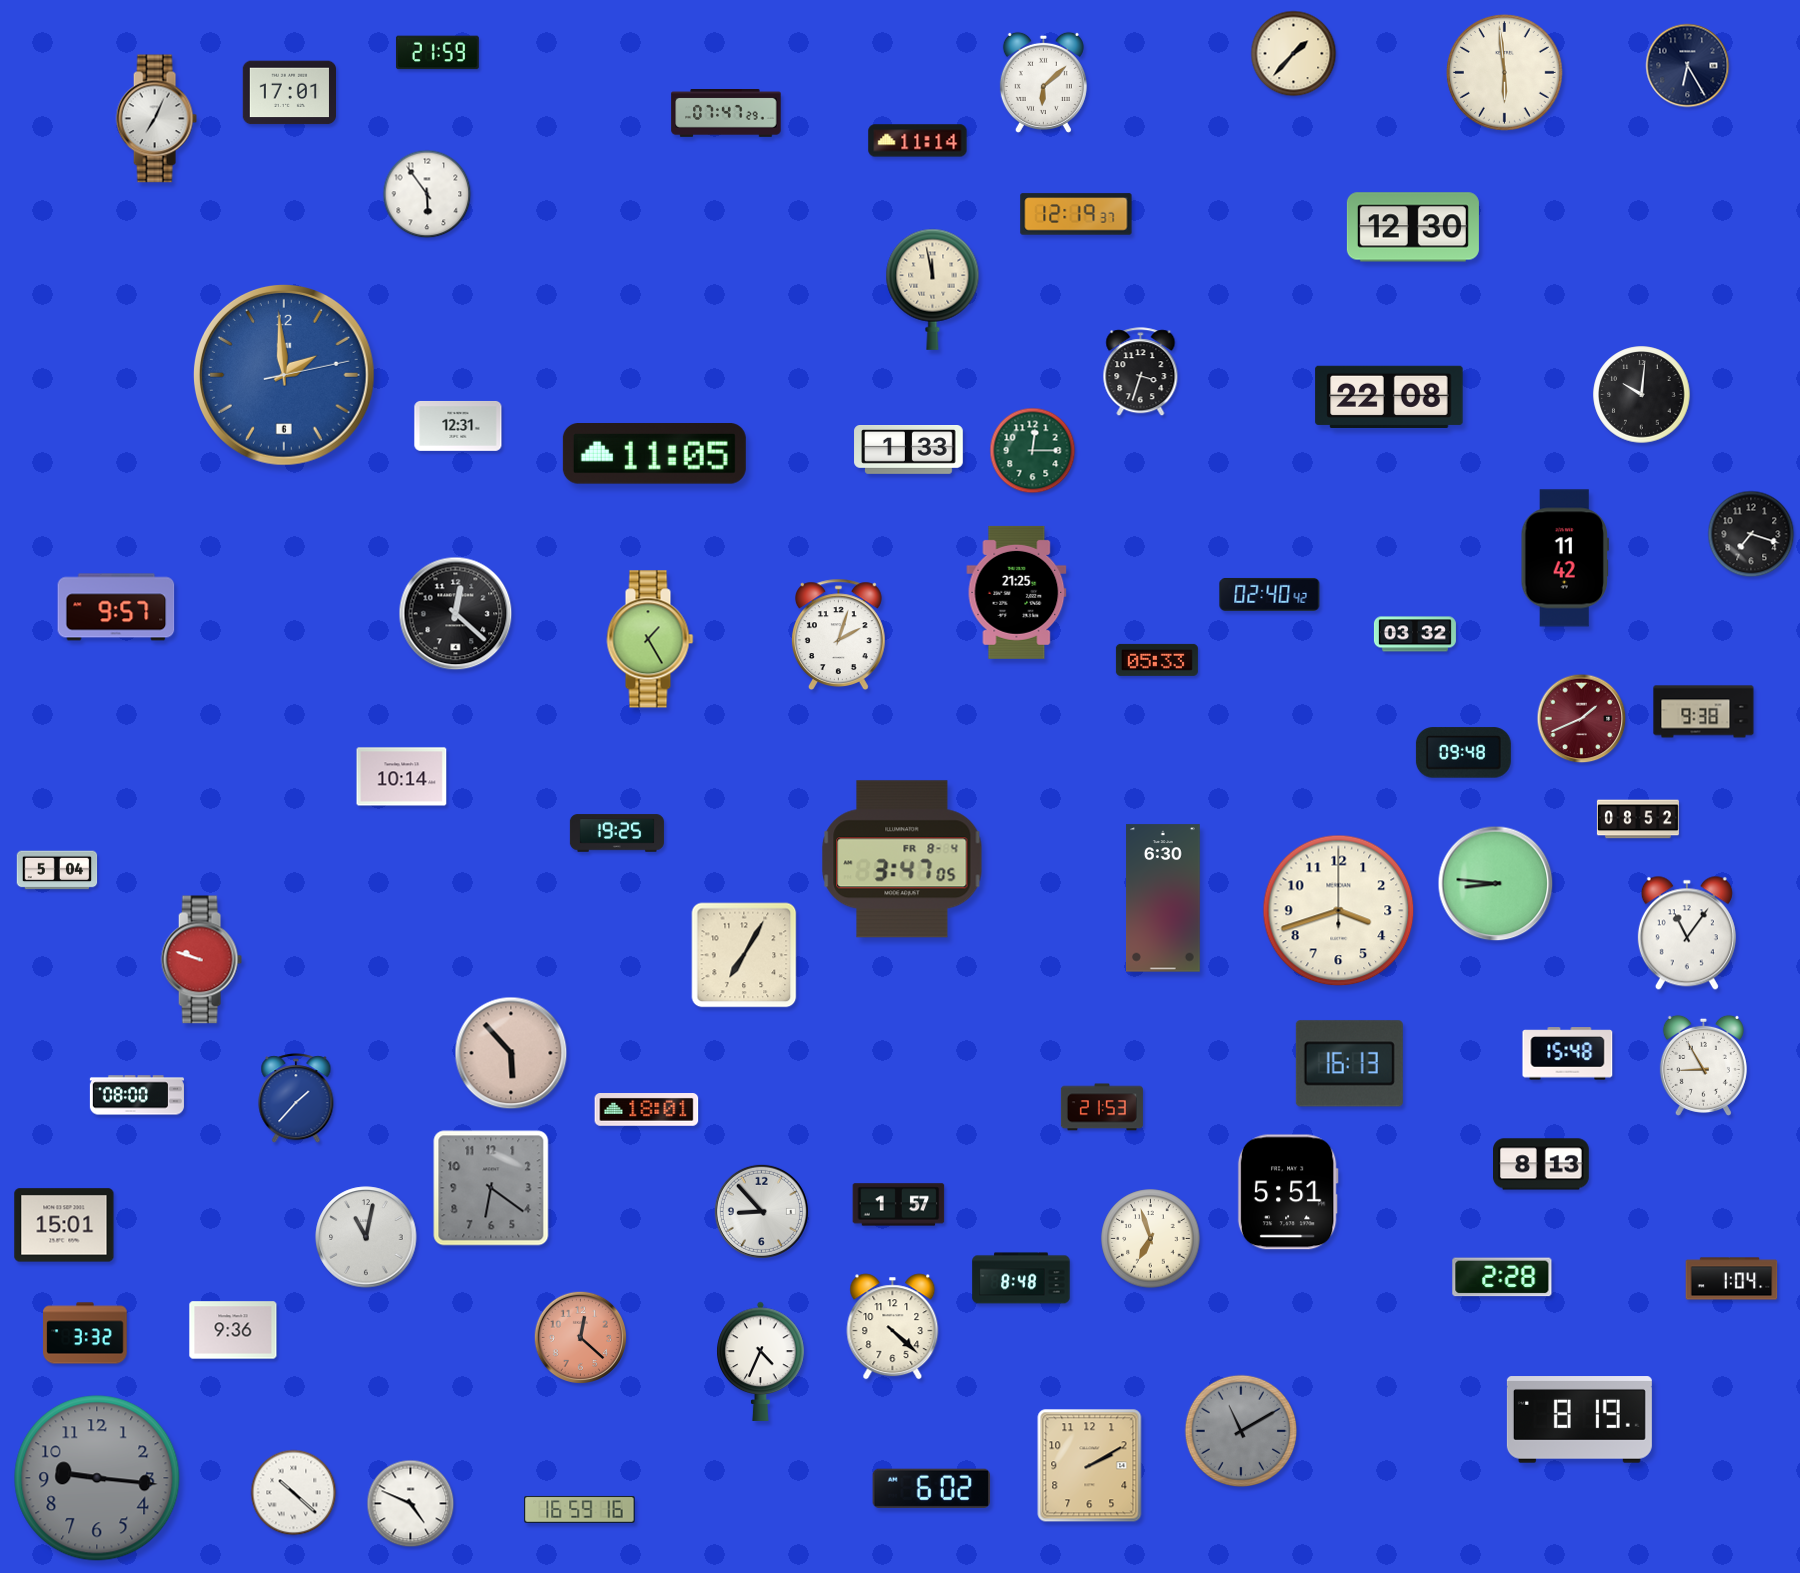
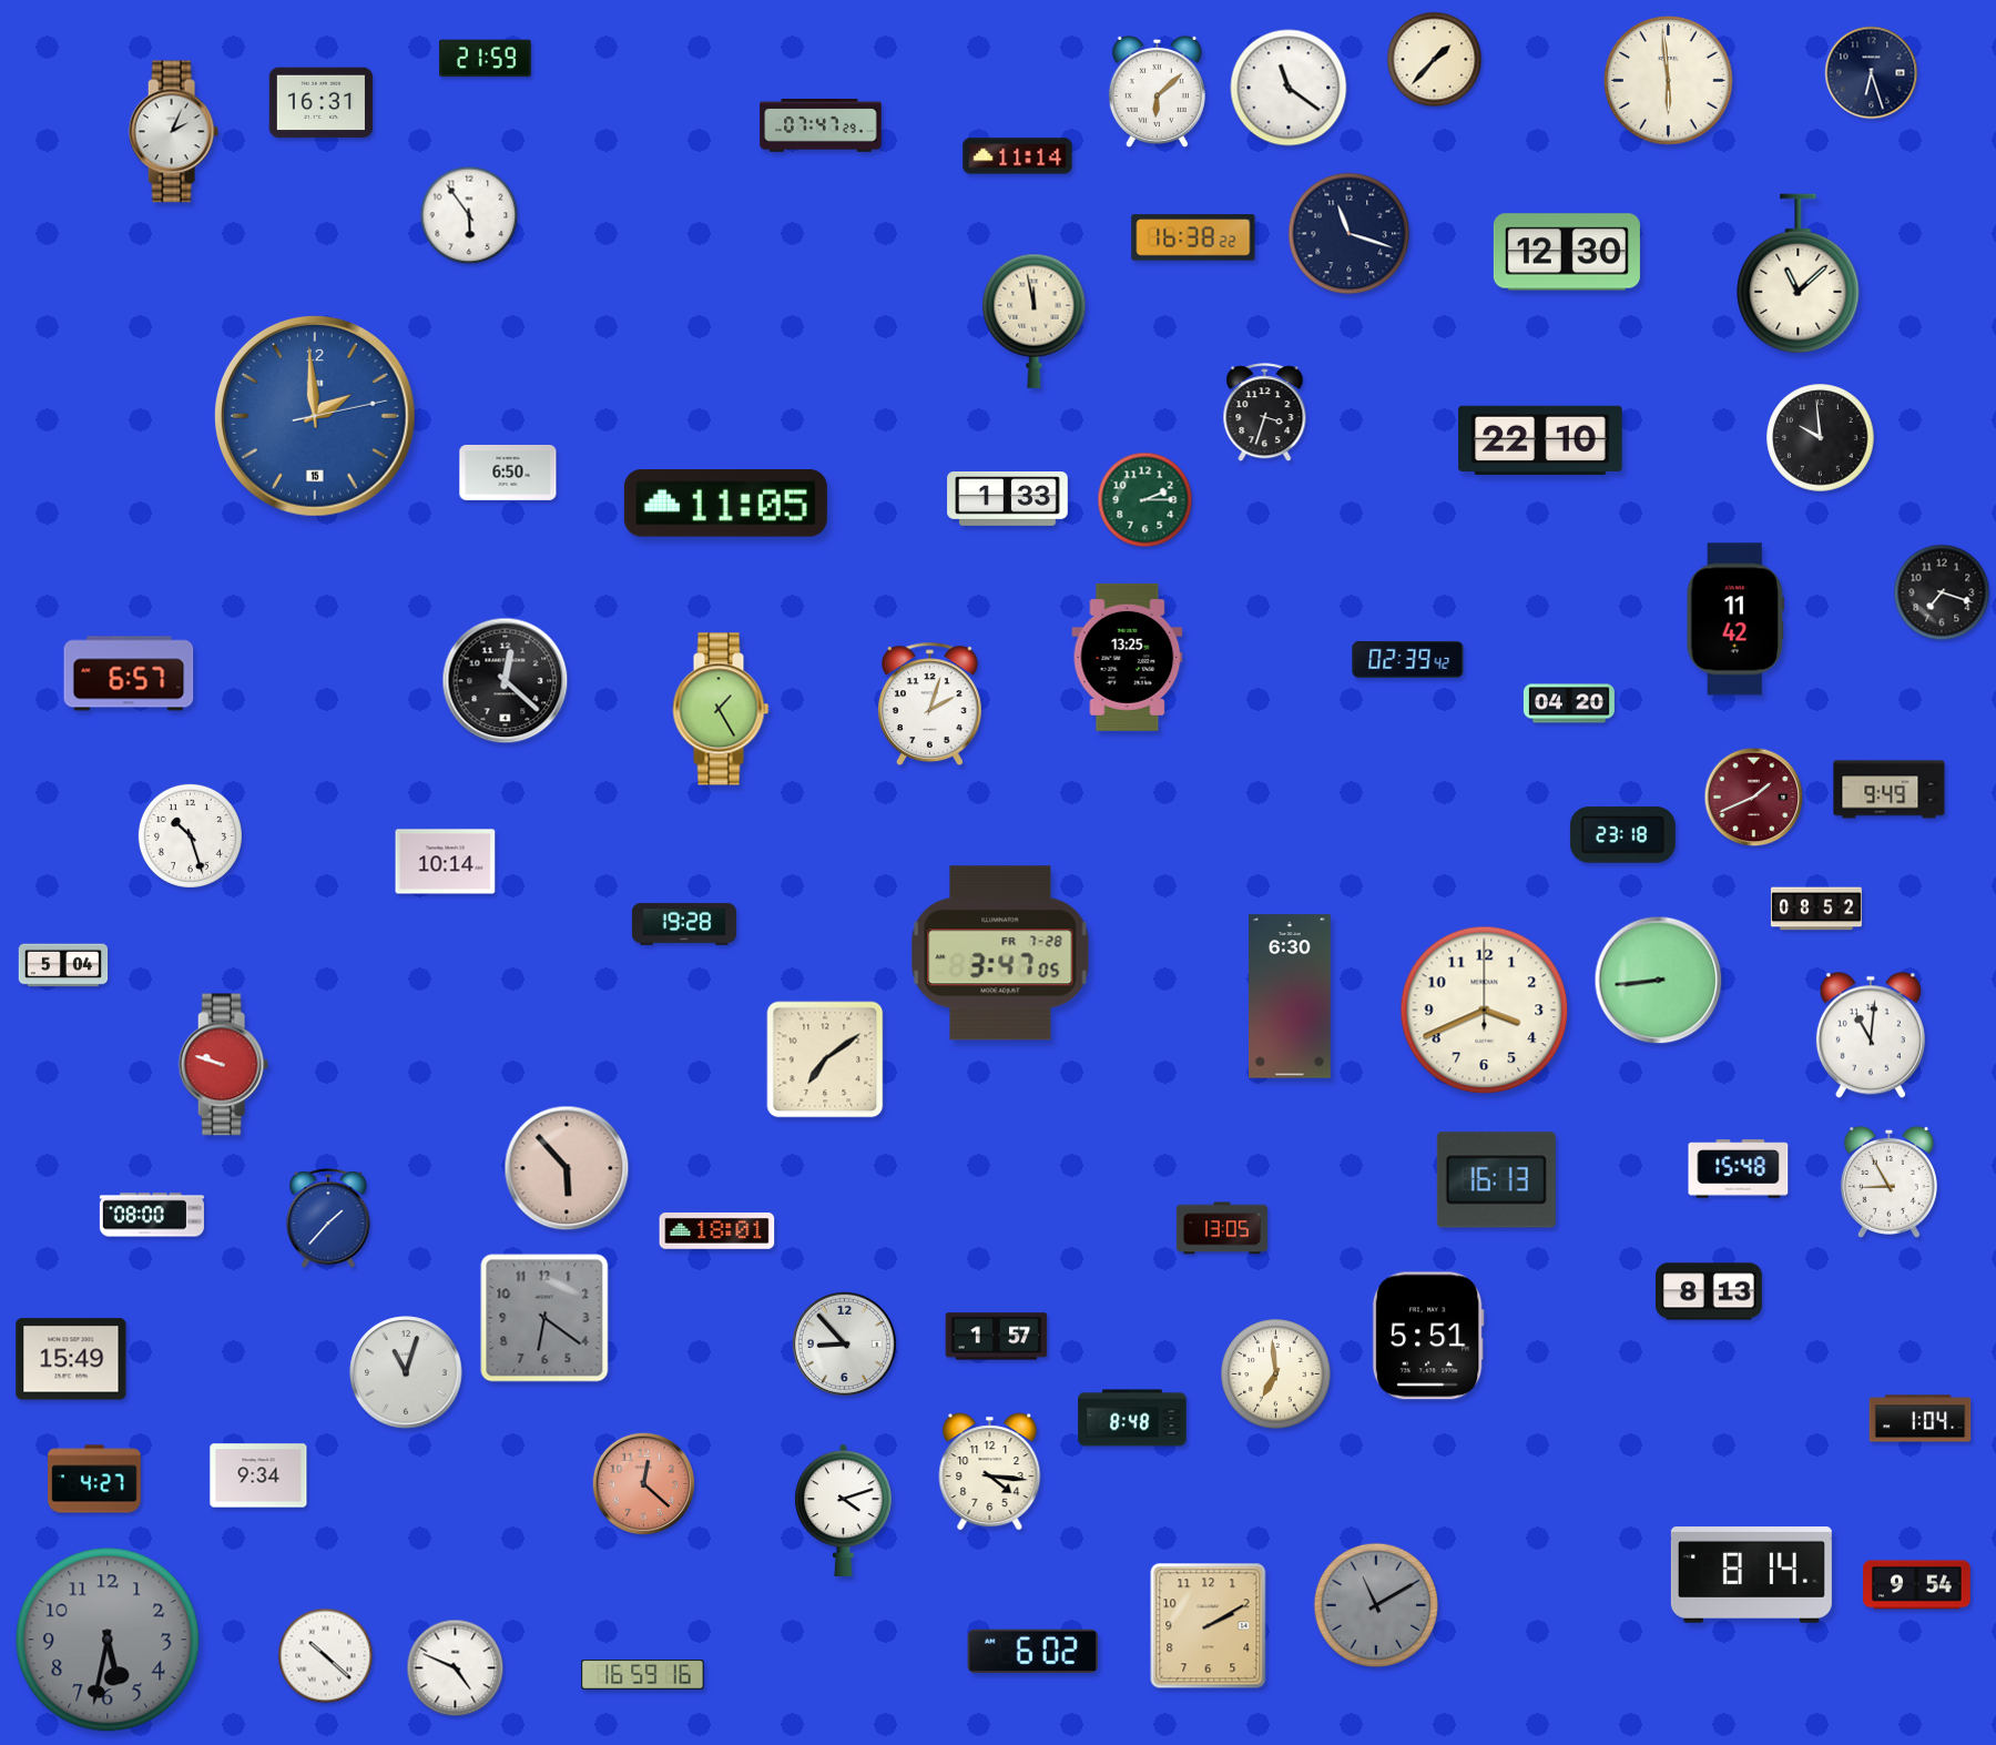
clock at (1688, 66): 6:25 -> 6:27
clock at (1289, 88): none -> 11:21
clock at (289, 93): 17:01 -> 16:31
clock at (726, 114) position: (726, 114) -> (821, 126)
clock at (156, 119): 7:04 -> 2:04
clock at (427, 194) position: (427, 194) -> (469, 215)
clock at (1350, 234): none -> 11:18
clock at (1076, 214): 12:19 -> 16:38
clock at (1799, 274): none -> 11:08
clock at (284, 375) date: 6 -> 15
clock at (1642, 395): 10:01 -> 9:59
clock at (1389, 396): 22:08 -> 22:10
clock at (458, 426): 12:31 -> 6:50
clock at (1033, 451): 12:15 -> 2:15
clock at (1017, 592): 21:25 -> 13:25
clock at (1270, 594): 02:40 -> 02:39
clock at (116, 607): 9:57 -> 6:57
clock at (1415, 634): 03:32 -> 04:20
clock at (1157, 660): 05:33 -> none
clock at (1704, 712): 9:38 -> 9:49
clock at (190, 835): none -> 10:27
clock at (1463, 753): 09:48 -> 23:18
clock at (617, 833): 19:25 -> 19:28
clock at (902, 859) date: FR 8-4 -> FR 7-28
clock at (1496, 884): 8:46 -> 8:44
clock at (1339, 911): 3:42 -> 3:41
clock at (1687, 933): 11:06 -> 11:01
clock at (744, 955): 7:05 -> 7:09
clock at (1102, 1107): 21:53 -> 13:05
clock at (1288, 1192) position: (1288, 1192) -> (1428, 1336)
clock at (64, 1225): 15:01 -> 15:49
clock at (366, 1237): 11:02 -> 11:03
clock at (1151, 1239): 6:57 -> 6:59
clock at (1502, 1277): 2:28 -> none
clock at (893, 1327): 4:22 -> 4:16
clock at (233, 1330): 9:36 -> 9:34
clock at (85, 1333): 3:32 -> 4:27
clock at (761, 1361): 4:34 -> 4:12
clock at (1579, 1420): 8:19 -> 8:14
clock at (1917, 1585): none -> 9:54
clock at (1240, 1430) position: (1240, 1430) -> (1375, 1604)
clock at (97, 1478): 9:16 -> 5:32
